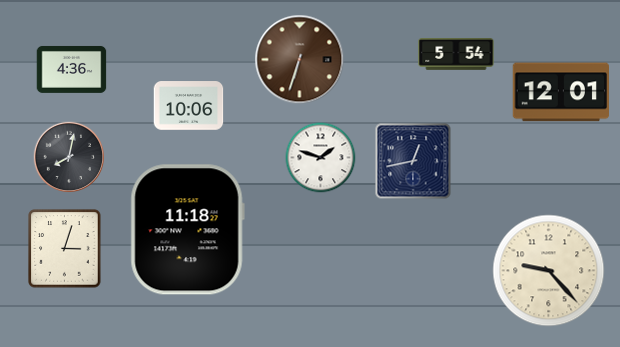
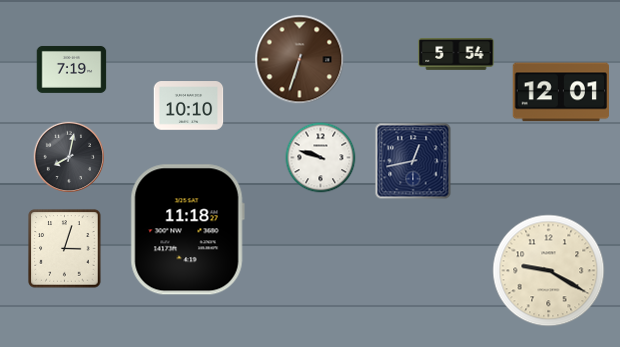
clock at (72, 69): 4:36 -> 7:19
clock at (189, 106): 10:06 -> 10:10
clock at (321, 158): 1:48 -> 9:48
clock at (549, 271): 9:23 -> 9:20
